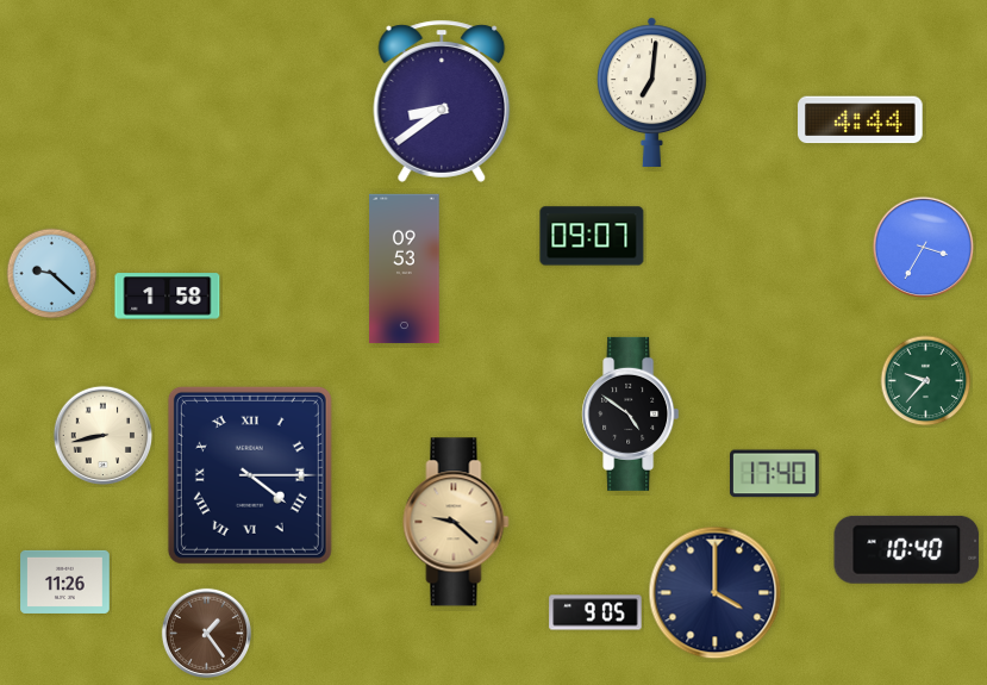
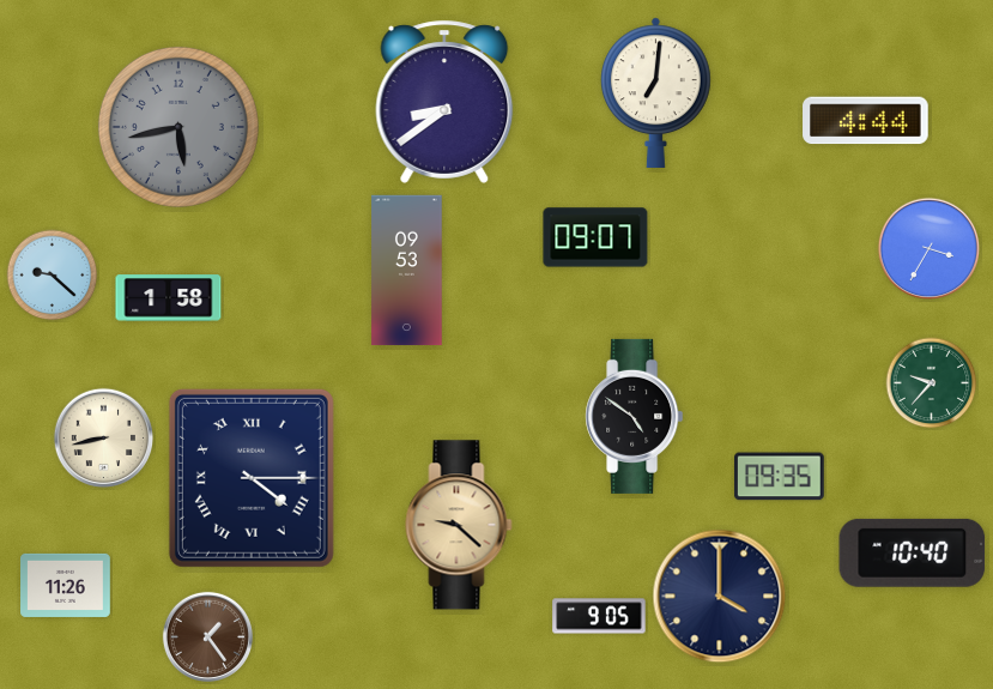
clock at (178, 127): none -> 5:43
clock at (774, 474): 17:40 -> 09:35
